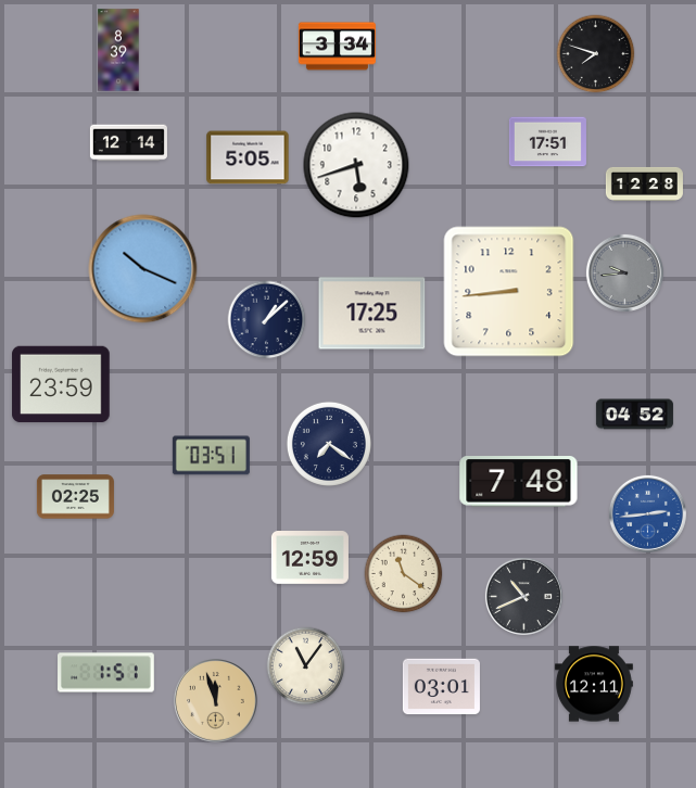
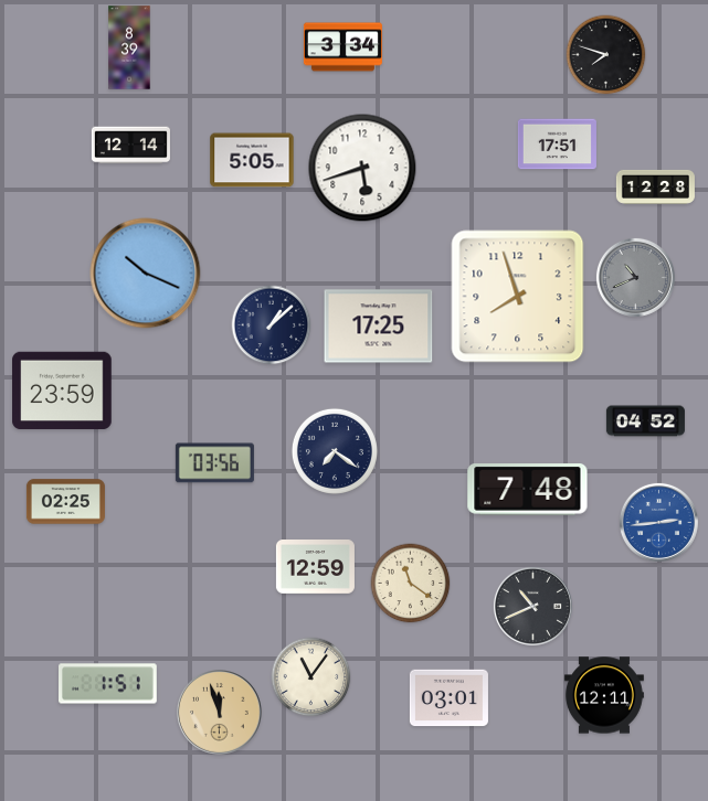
clock at (118, 50) position: (118, 50) -> (129, 47)
clock at (624, 272): 9:44 -> 10:41
clock at (509, 292): 8:44 -> 7:57
clock at (372, 314) position: (372, 314) -> (379, 327)
clock at (211, 456): 03:51 -> 03:56
clock at (75, 497) position: (75, 497) -> (65, 502)
